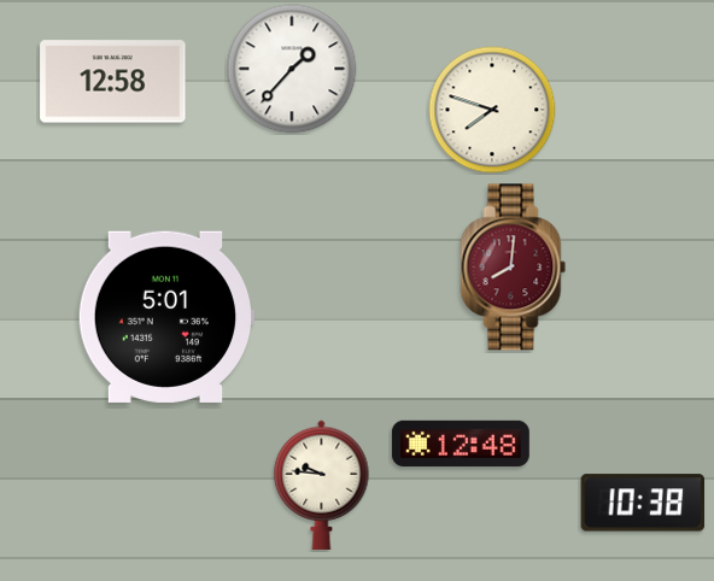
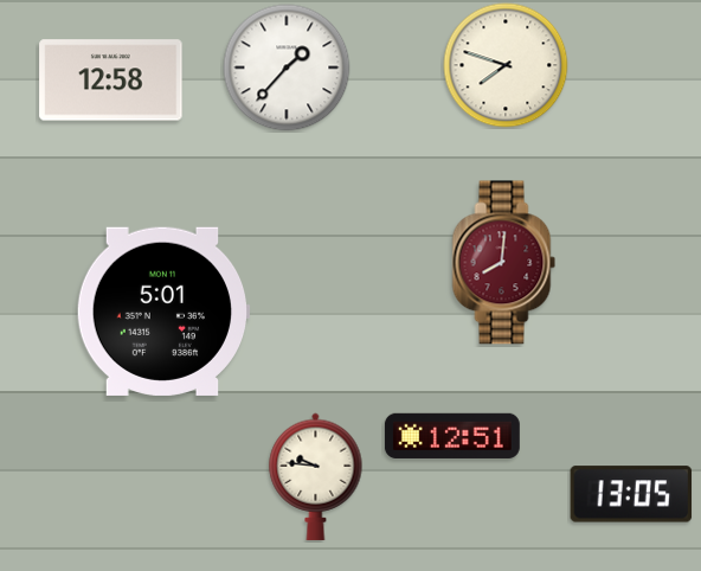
clock at (492, 110) position: (492, 110) -> (506, 65)
clock at (461, 444): 12:48 -> 12:51
clock at (643, 503): 10:38 -> 13:05
